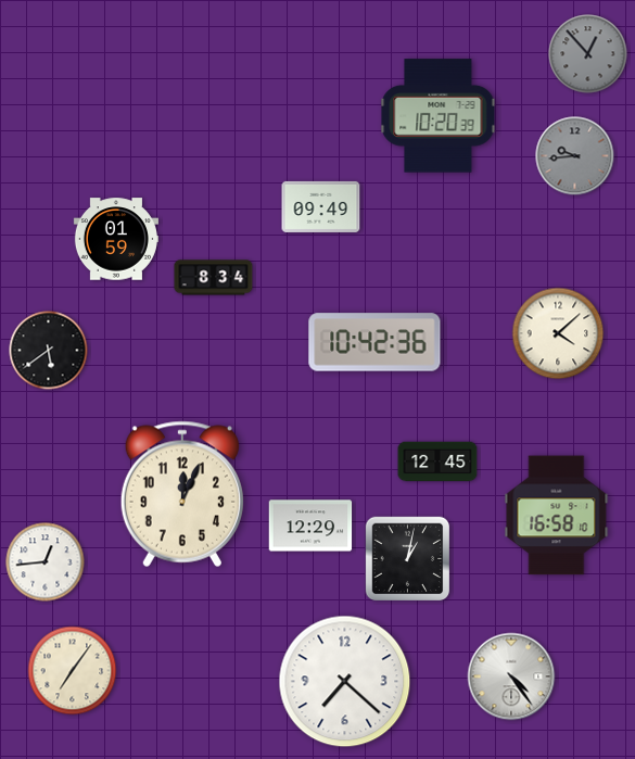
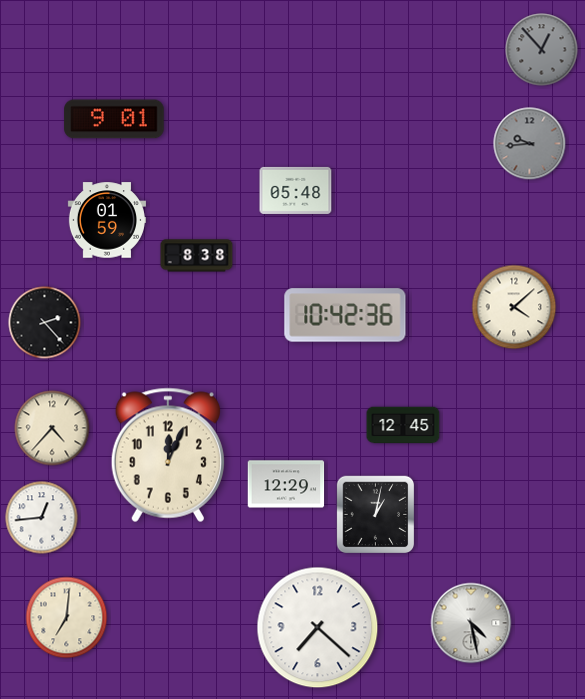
clock at (439, 116): 10:20 -> none
clock at (114, 119): none -> 9:01
clock at (321, 206): 09:49 -> 05:48
clock at (214, 278): 8:34 -> 8:38
clock at (49, 351): 5:39 -> 2:23
clock at (52, 428): none -> 4:37
clock at (557, 516): 16:58 -> none
clock at (73, 671): 7:06 -> 7:01
clock at (511, 676): 4:24 -> 4:28
